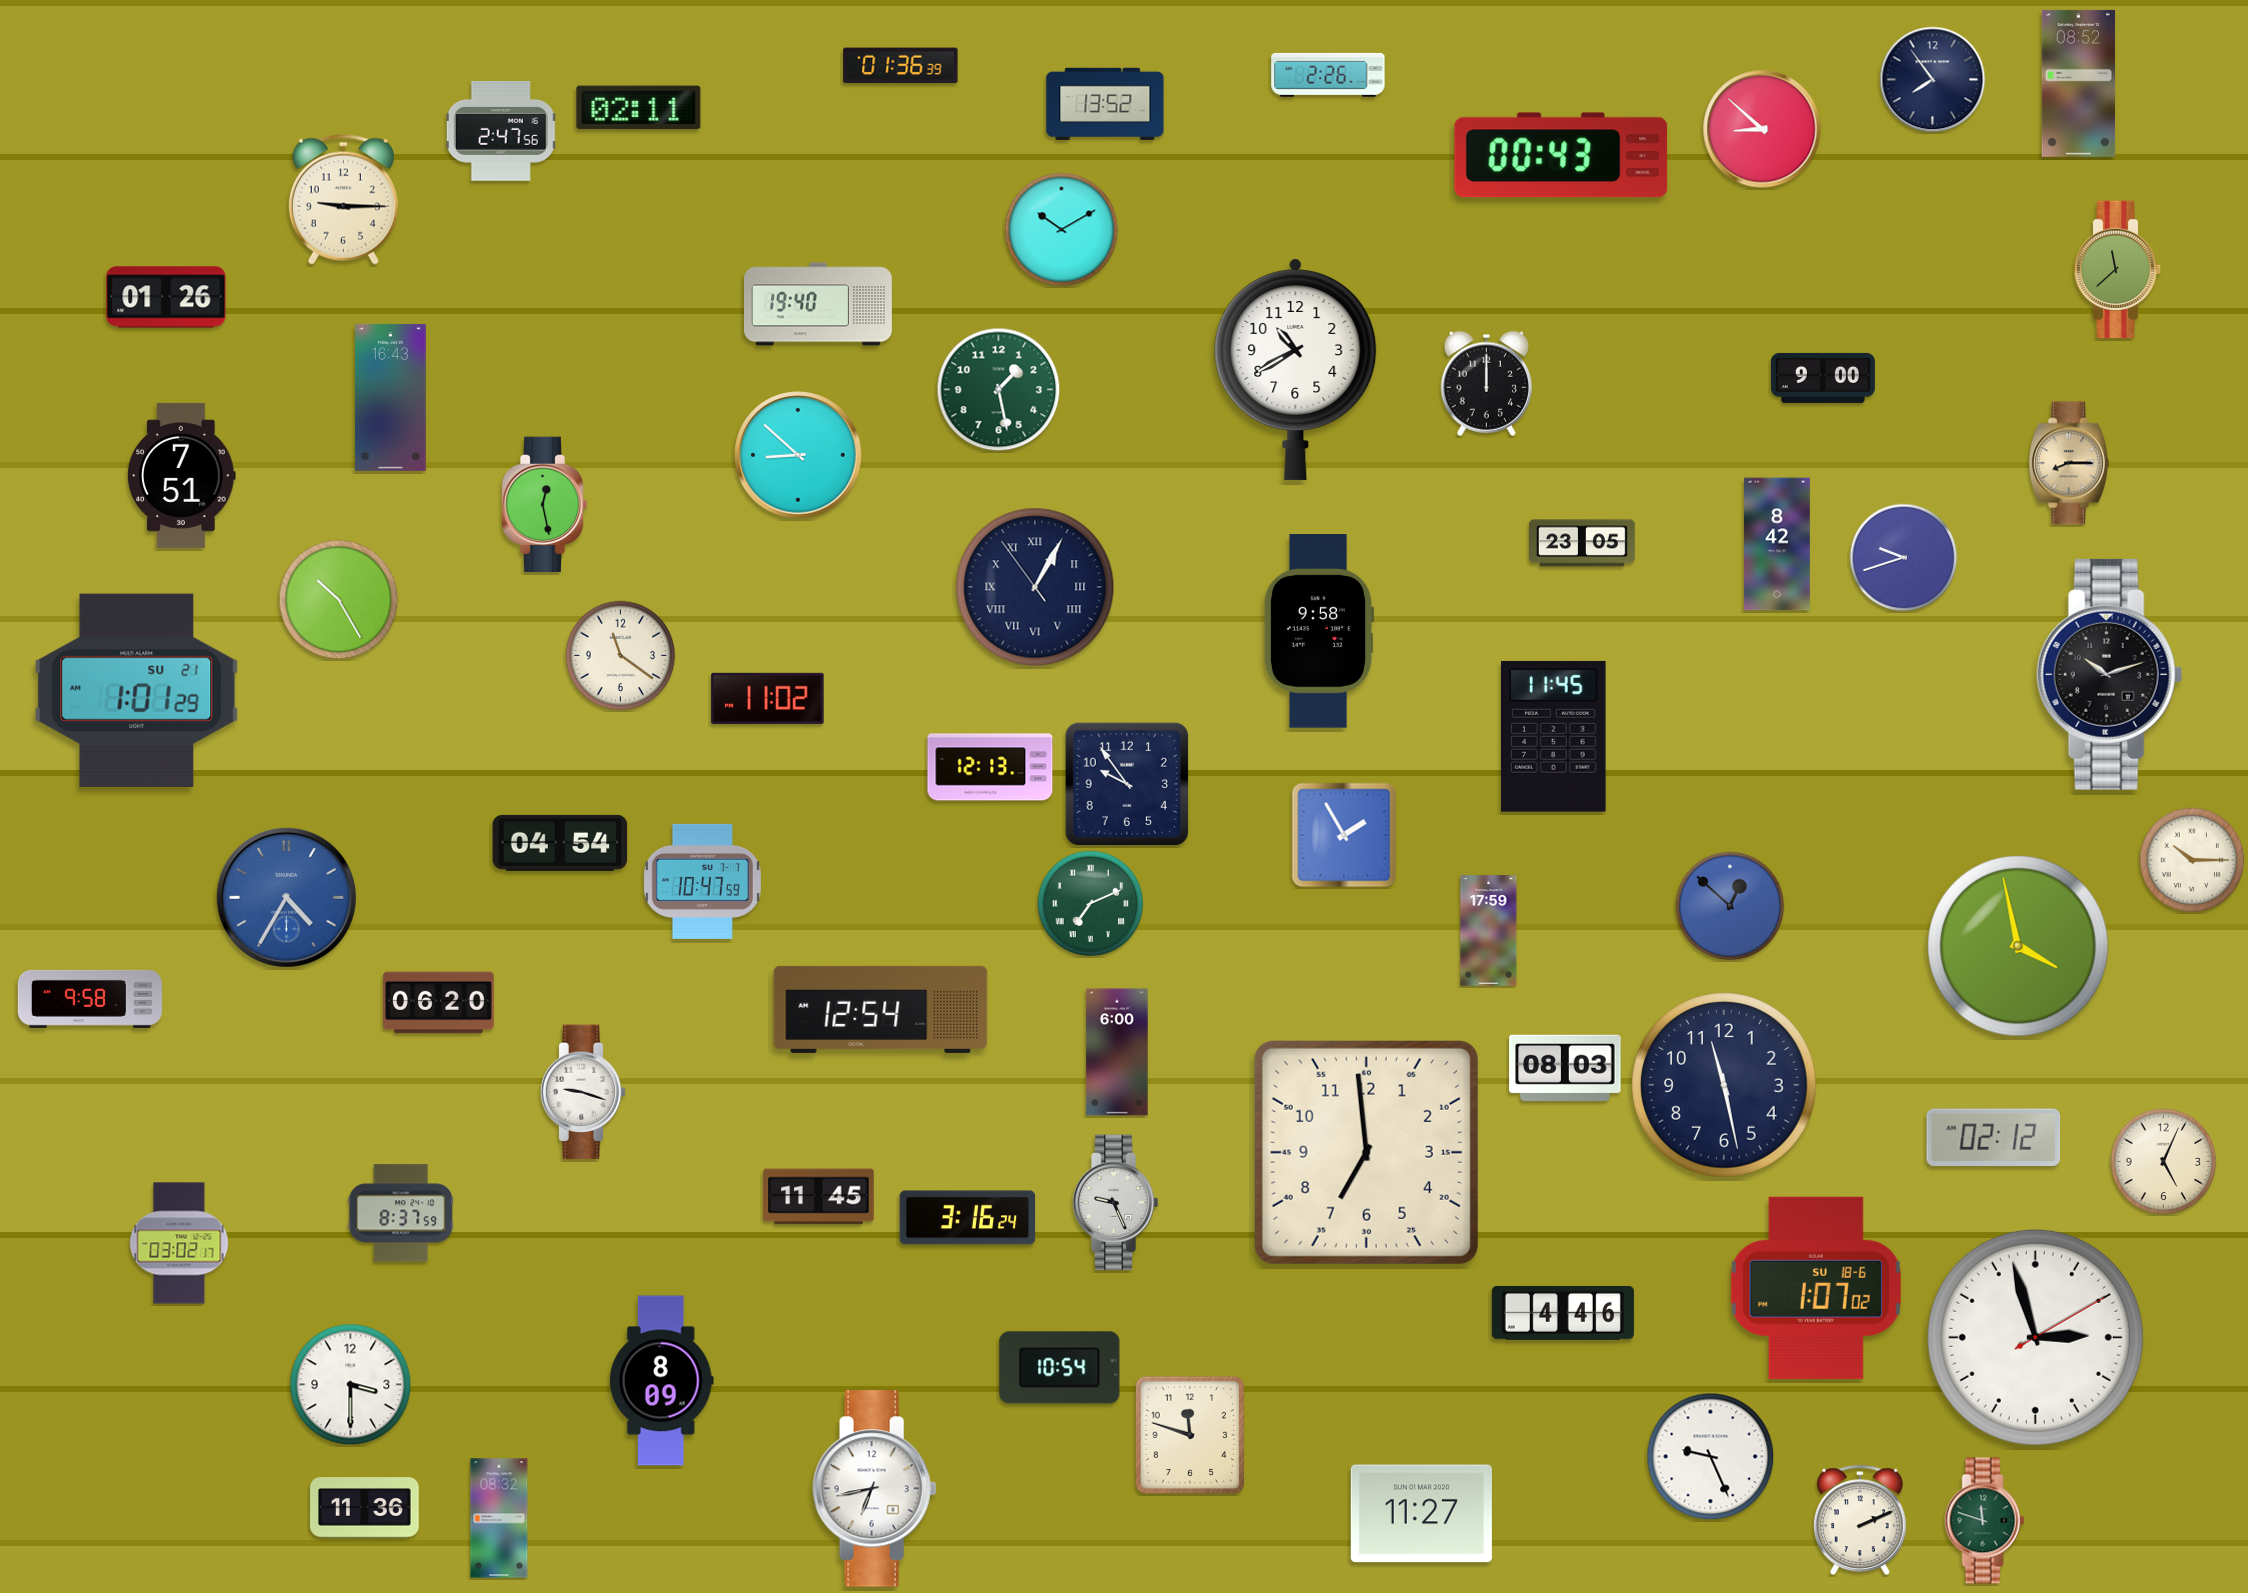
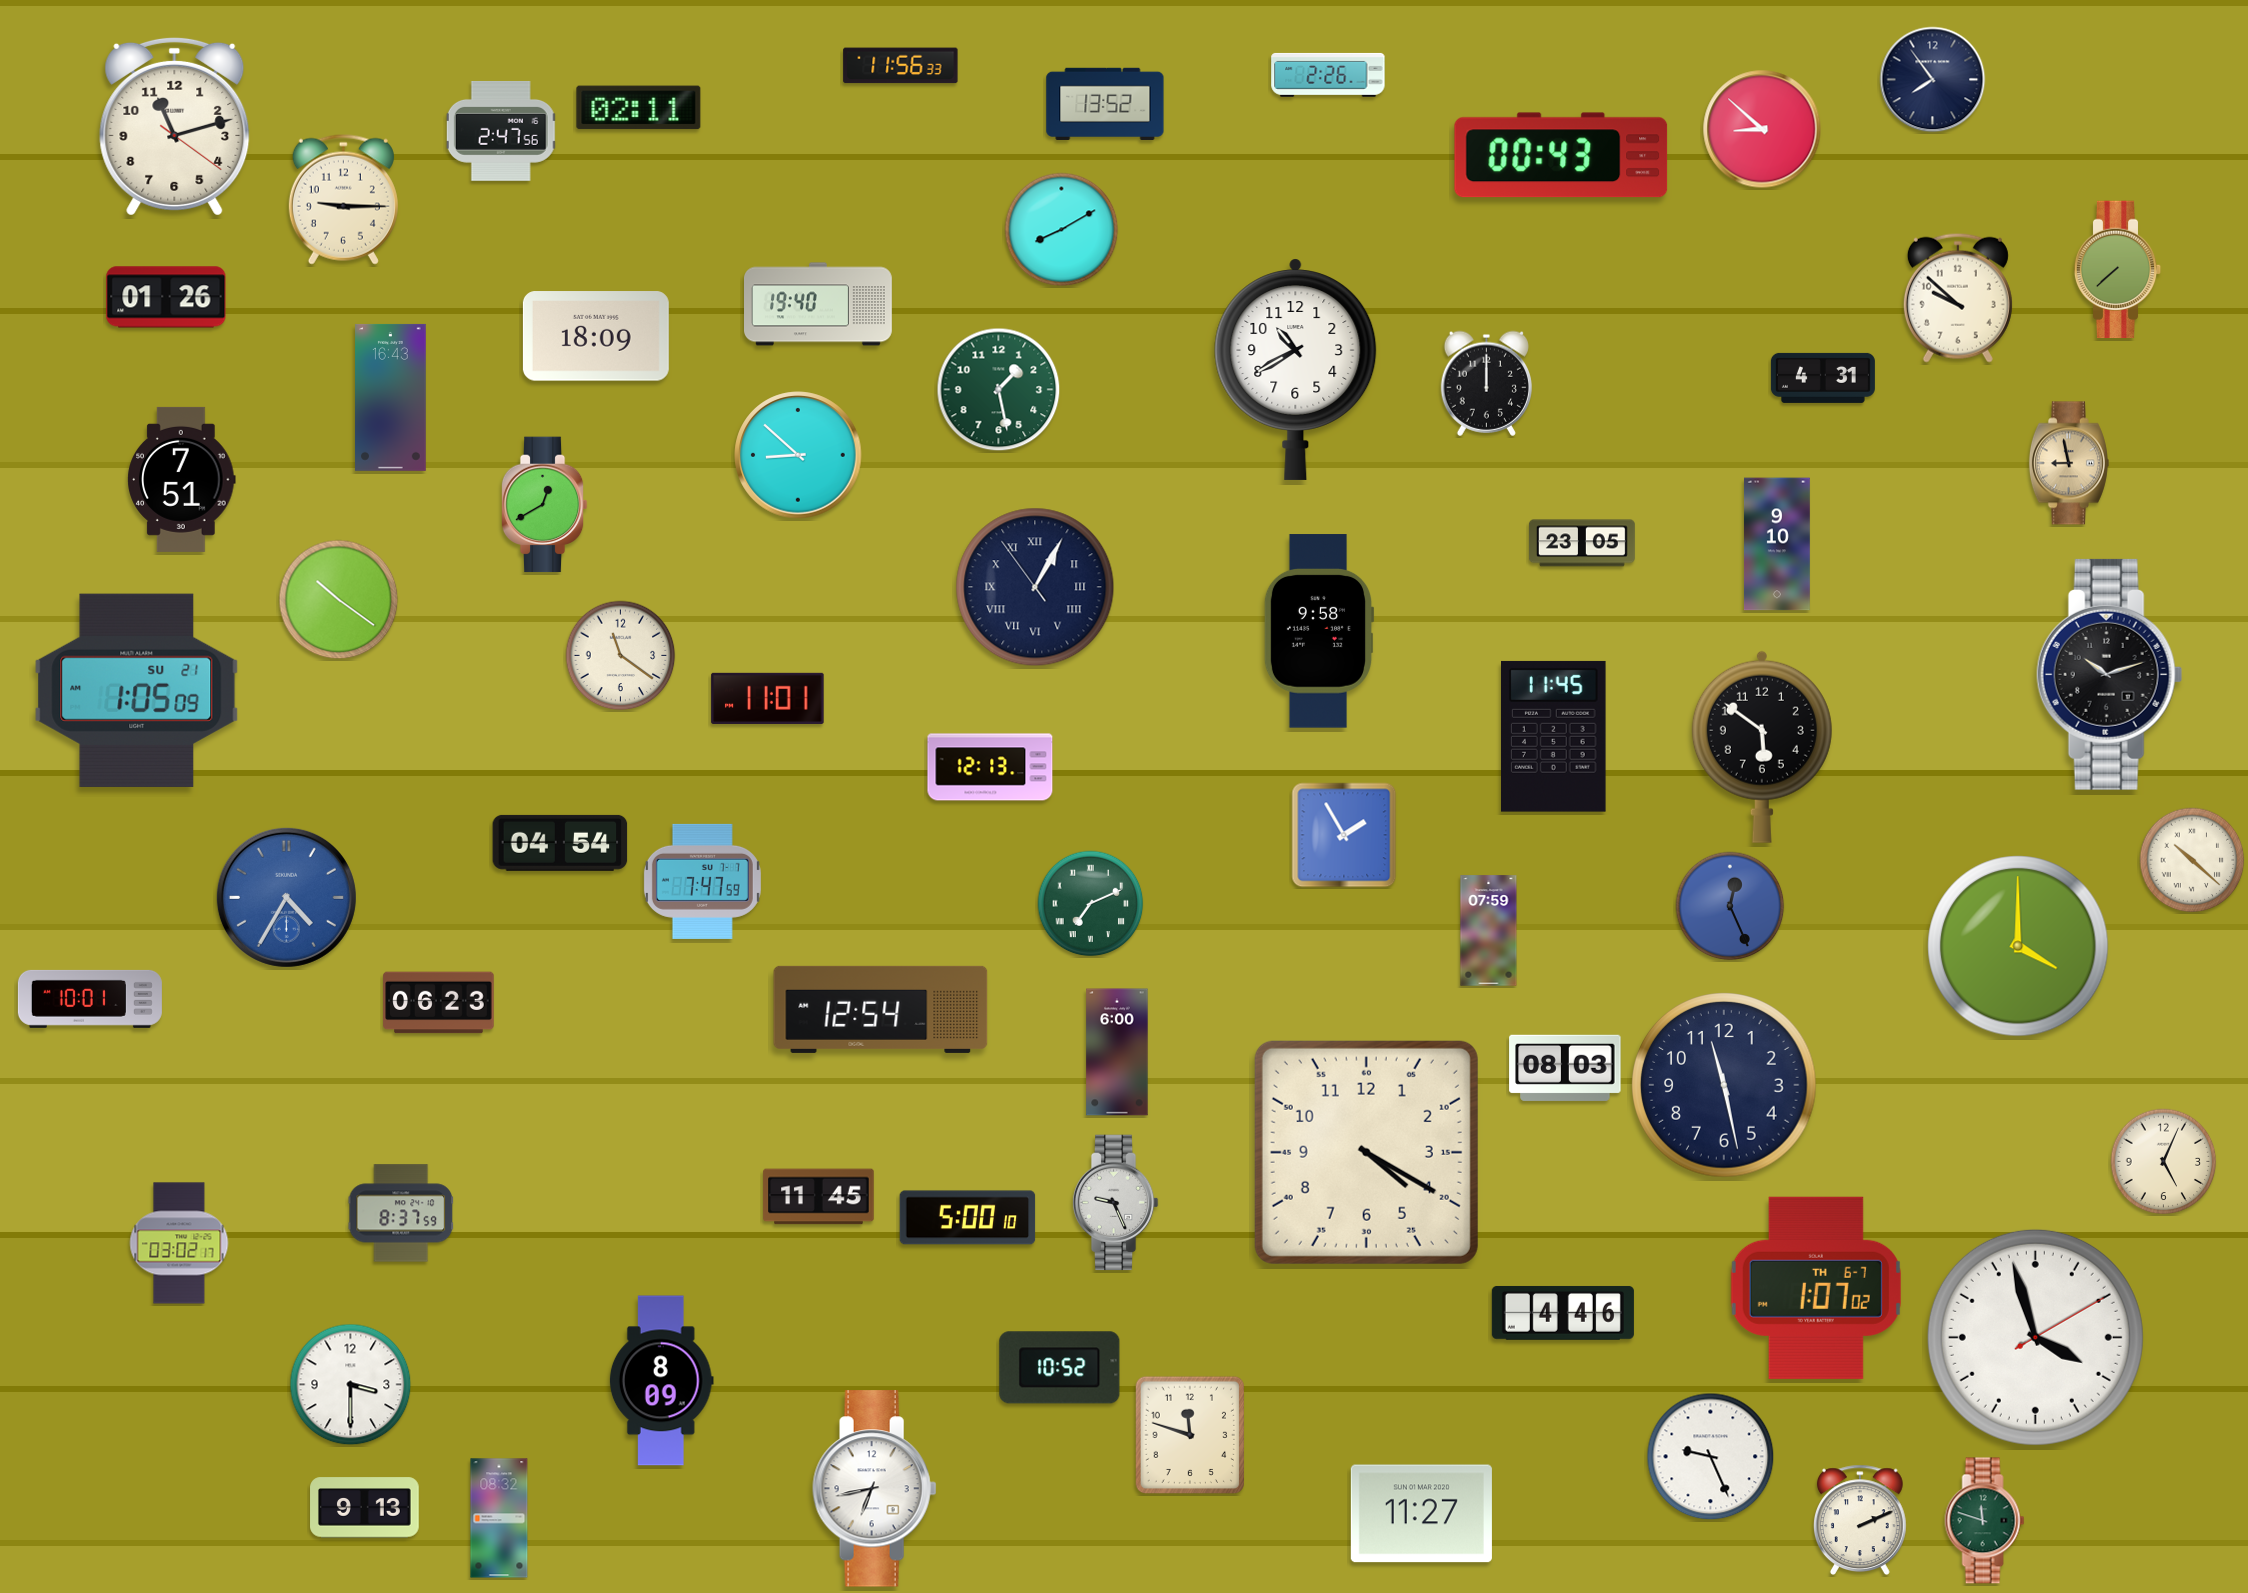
clock at (901, 66): 01:36 -> 11:56
clock at (2079, 83): 08:52 -> none
clock at (175, 126): none -> 11:12
clock at (1062, 230): 10:10 -> 8:10
clock at (2118, 270): 11:38 -> 7:38
clock at (1958, 298): none -> 9:52
clock at (596, 336): none -> 18:09
clock at (1823, 378): 9:00 -> 4:31
clock at (2069, 463): 8:15 -> 8:58
clock at (182, 475) position: (182, 475) -> (182, 479)
clock at (544, 505): 12:28 -> 12:40
clock at (1777, 544): 8:42 -> 9:10
clock at (1904, 558): 9:42 -> none
clock at (339, 600): 10:25 -> 10:21
clock at (137, 690): 1:01 -> 1:05
clock at (768, 698): 11:02 -> 11:01
clock at (1762, 747): none -> 5:51
clock at (1127, 784): 9:54 -> none
clock at (2192, 860): 10:15 -> 10:22
clock at (702, 881): 10:47 -> 7:47
clock at (1730, 906): 12:52 -> 12:26
clock at (1489, 931): 17:59 -> 07:59
clock at (2018, 946): 3:58 -> 4:00
clock at (90, 999): 9:58 -> 10:01
clock at (439, 1003): 06:20 -> 06:23
clock at (583, 1092): 9:18 -> none
clock at (1994, 1138): 02:12 -> none
clock at (1366, 1152): 6:59 -> 4:20
clock at (968, 1218): 3:16 -> 5:00
clock at (1816, 1288) date: SU 18-6 -> TH 6-7
clock at (2035, 1337): 2:57 -> 3:57
clock at (1060, 1368): 10:54 -> 10:52
clock at (365, 1508): 11:36 -> 9:13
